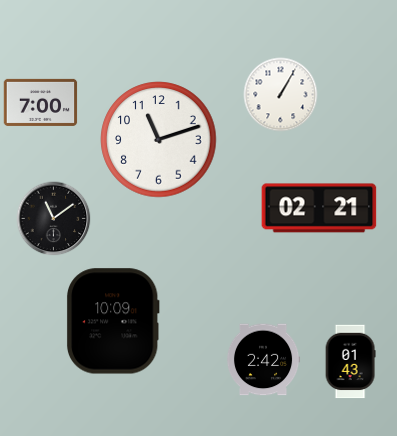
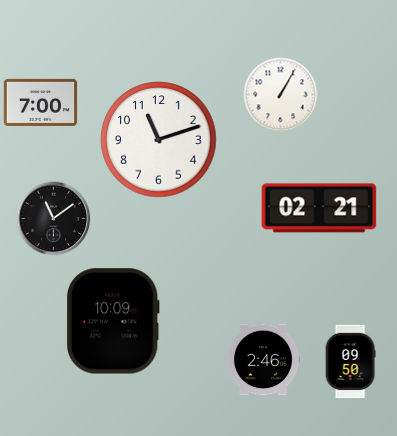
clock at (263, 360): 2:42 -> 2:46
clock at (350, 362): 01:43 -> 09:50
